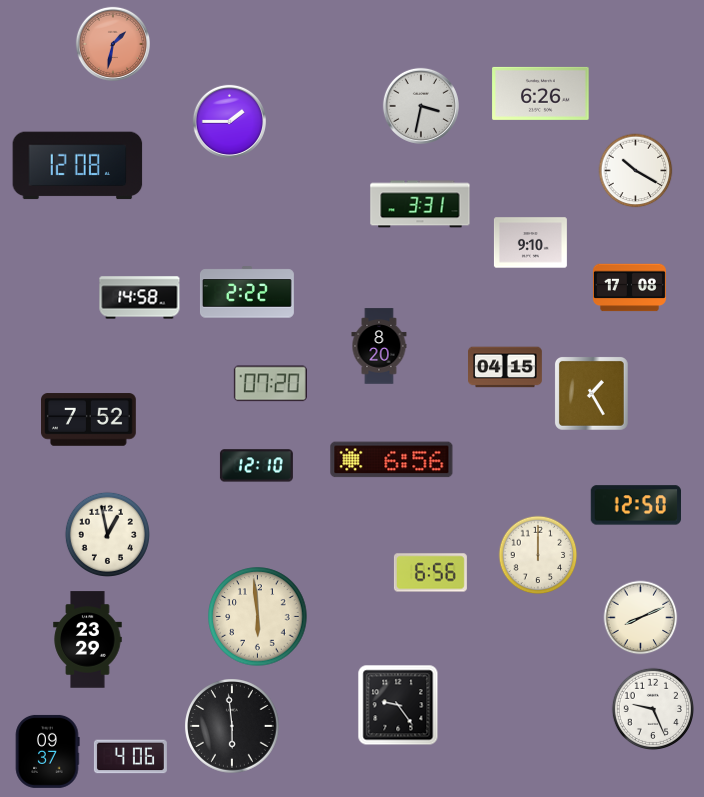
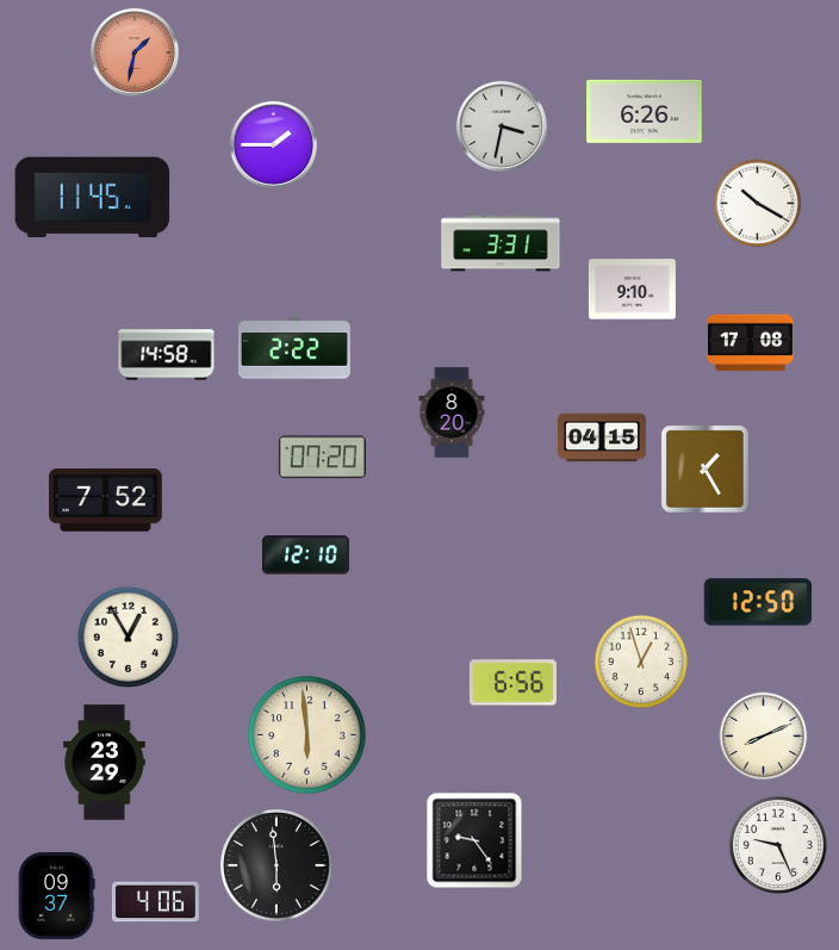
clock at (78, 166): 12:08 -> 11:45
clock at (392, 460): 6:56 -> none
clock at (107, 534): 12:58 -> 12:55
clock at (538, 555): 12:00 -> 12:57
